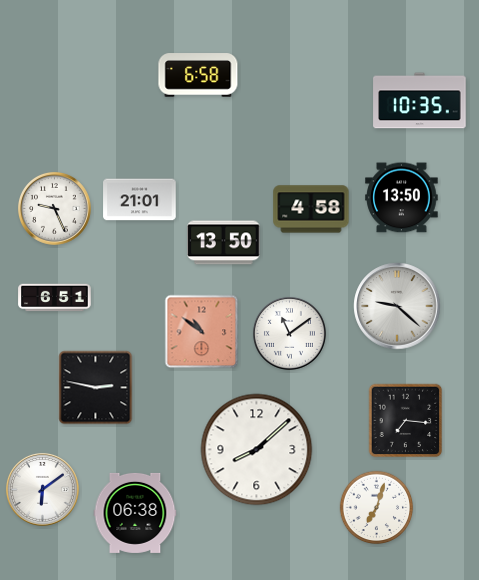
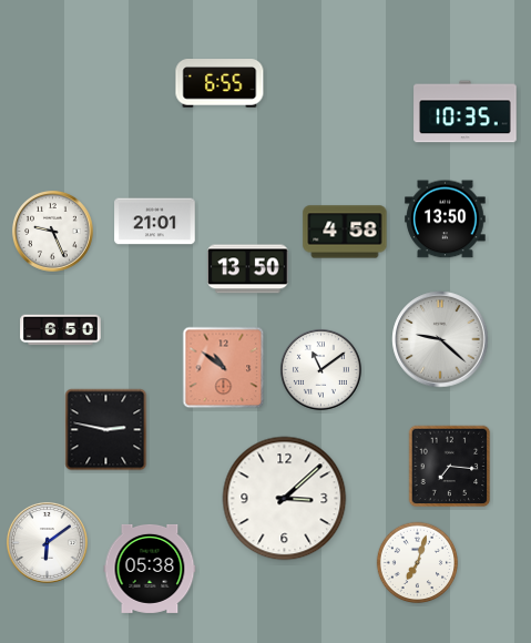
clock at (198, 75): 6:58 -> 6:55
clock at (55, 209) position: (55, 209) -> (53, 232)
clock at (55, 298): 6:51 -> 6:50
clock at (257, 450): 8:08 -> 3:08
clock at (135, 513): 06:38 -> 05:38
